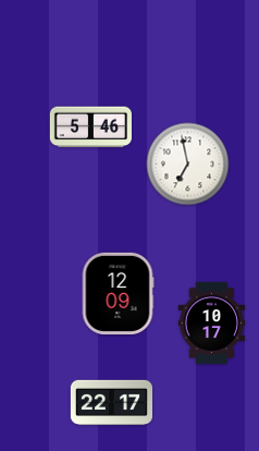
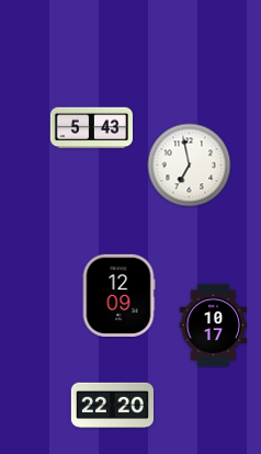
clock at (90, 127): 5:46 -> 5:43
clock at (111, 403): 22:17 -> 22:20
